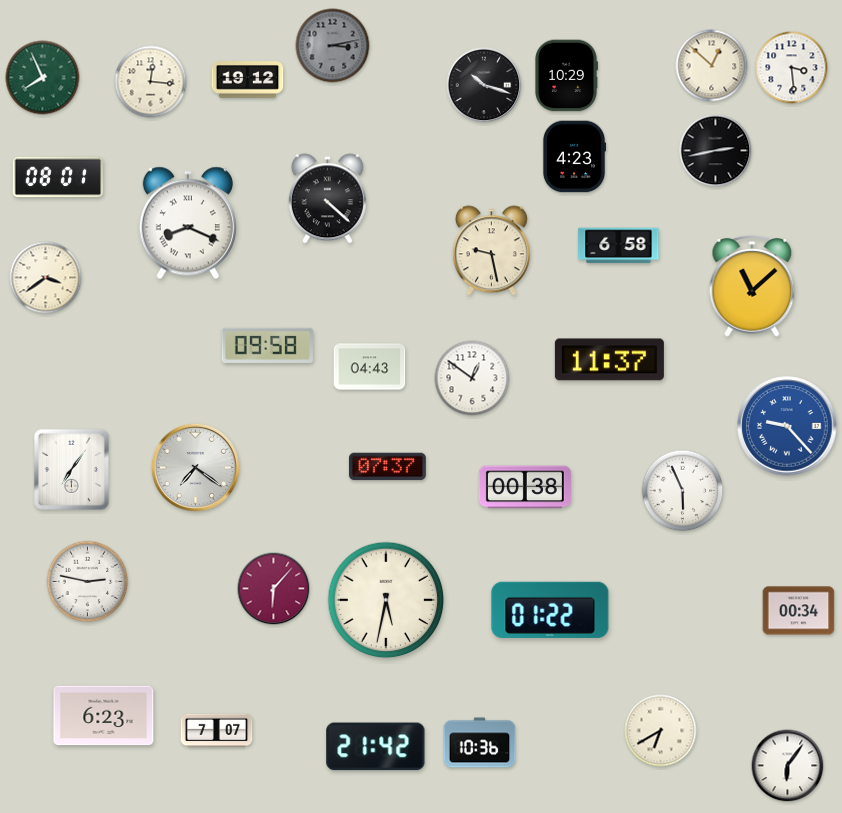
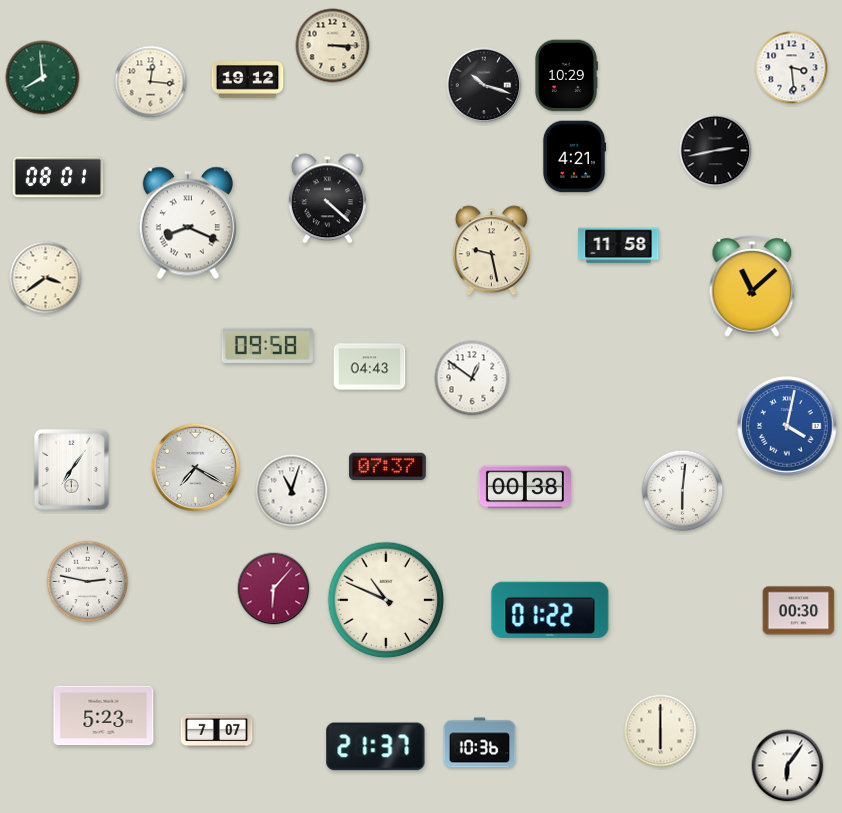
clock at (333, 46): 3:13 -> 3:15
clock at (333, 46) dial: grey -> cream
clock at (712, 66): 12:52 -> none
clock at (43, 78): 7:56 -> 7:59
clock at (574, 157): 4:23 -> 4:21
clock at (619, 246): 6:58 -> 11:58
clock at (609, 360): 11:37 -> none
clock at (787, 426): 9:23 -> 4:02
clock at (195, 467): 7:21 -> 7:20
clock at (292, 491): none -> 11:03
clock at (683, 491): 5:56 -> 6:01
clock at (386, 600): 5:32 -> 10:49
clock at (799, 611): 00:34 -> 00:30
clock at (104, 716): 6:23 -> 5:23
clock at (661, 731): 6:40 -> 6:00
clock at (376, 747): 21:42 -> 21:37
